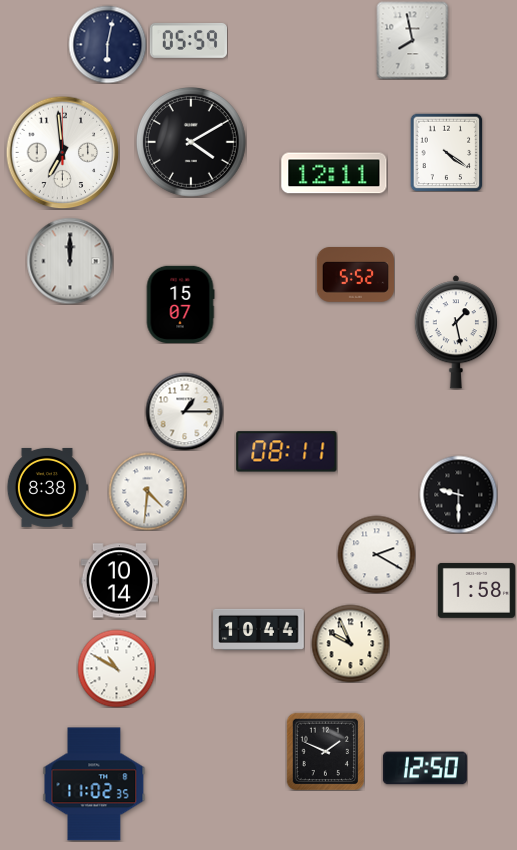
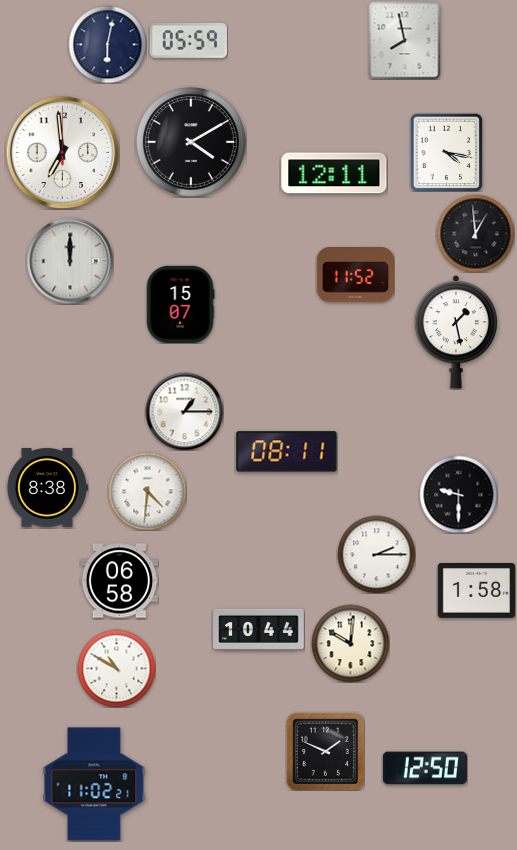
clock at (413, 40) position: (413, 40) -> (405, 40)
clock at (447, 152): 4:21 -> 4:17
clock at (475, 233): none -> 12:59
clock at (355, 275): 5:52 -> 11:52
clock at (376, 554): 2:20 -> 2:15
clock at (119, 581): 10:14 -> 06:58
clock at (350, 643): 9:56 -> 10:01
clock at (94, 784): 11:02:35 -> 11:02:21
